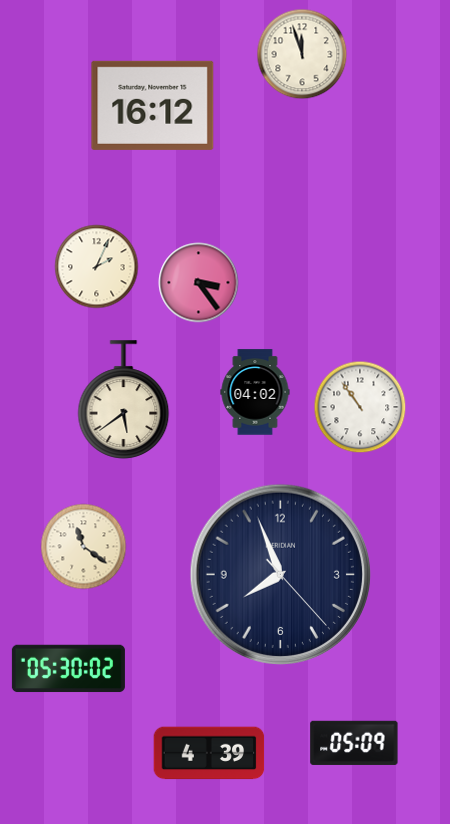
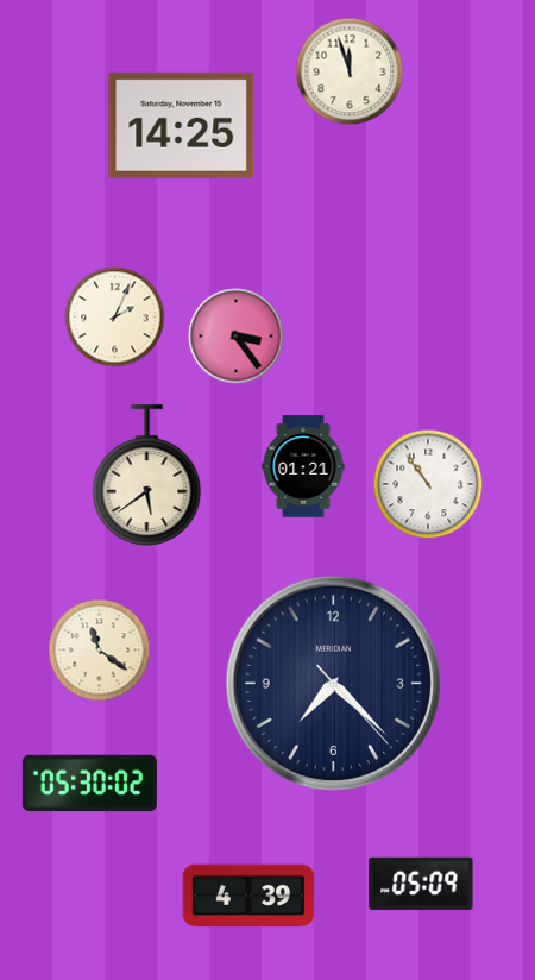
clock at (302, 54) position: (302, 54) -> (350, 71)
clock at (153, 105): 16:12 -> 14:25
clock at (255, 392): 04:02 -> 01:21
clock at (280, 574): 7:56 -> 7:22
clock at (68, 669) position: (68, 669) -> (89, 784)
